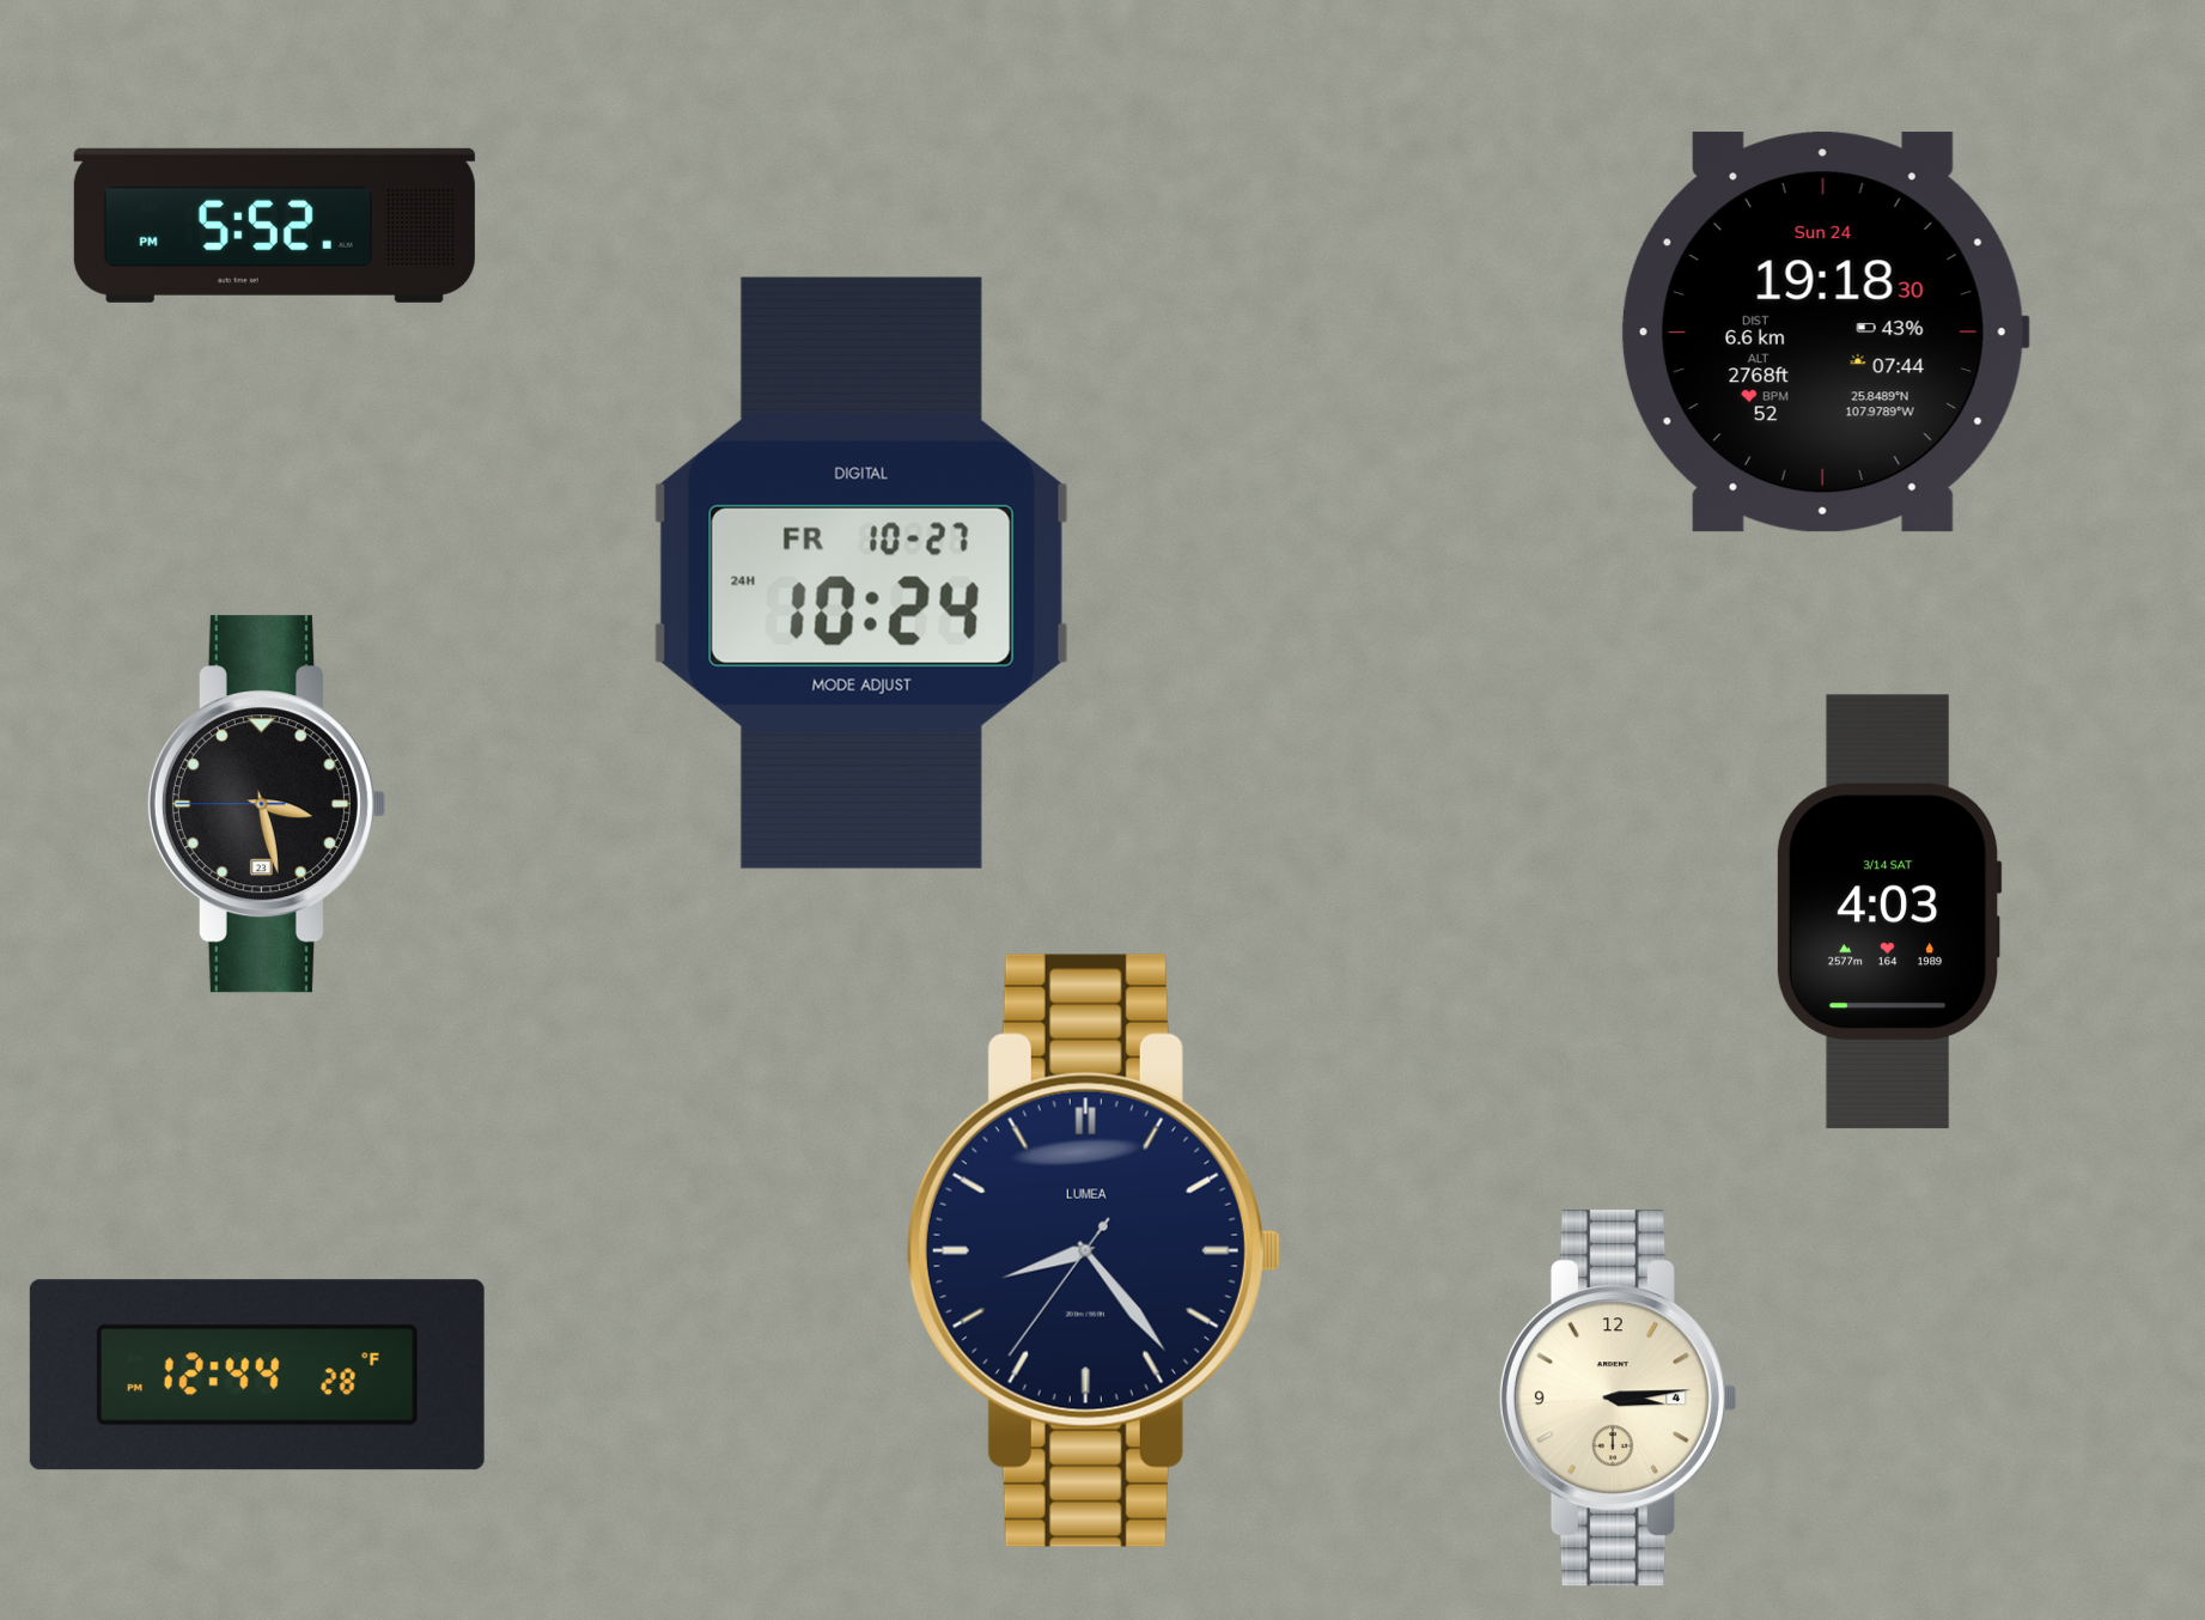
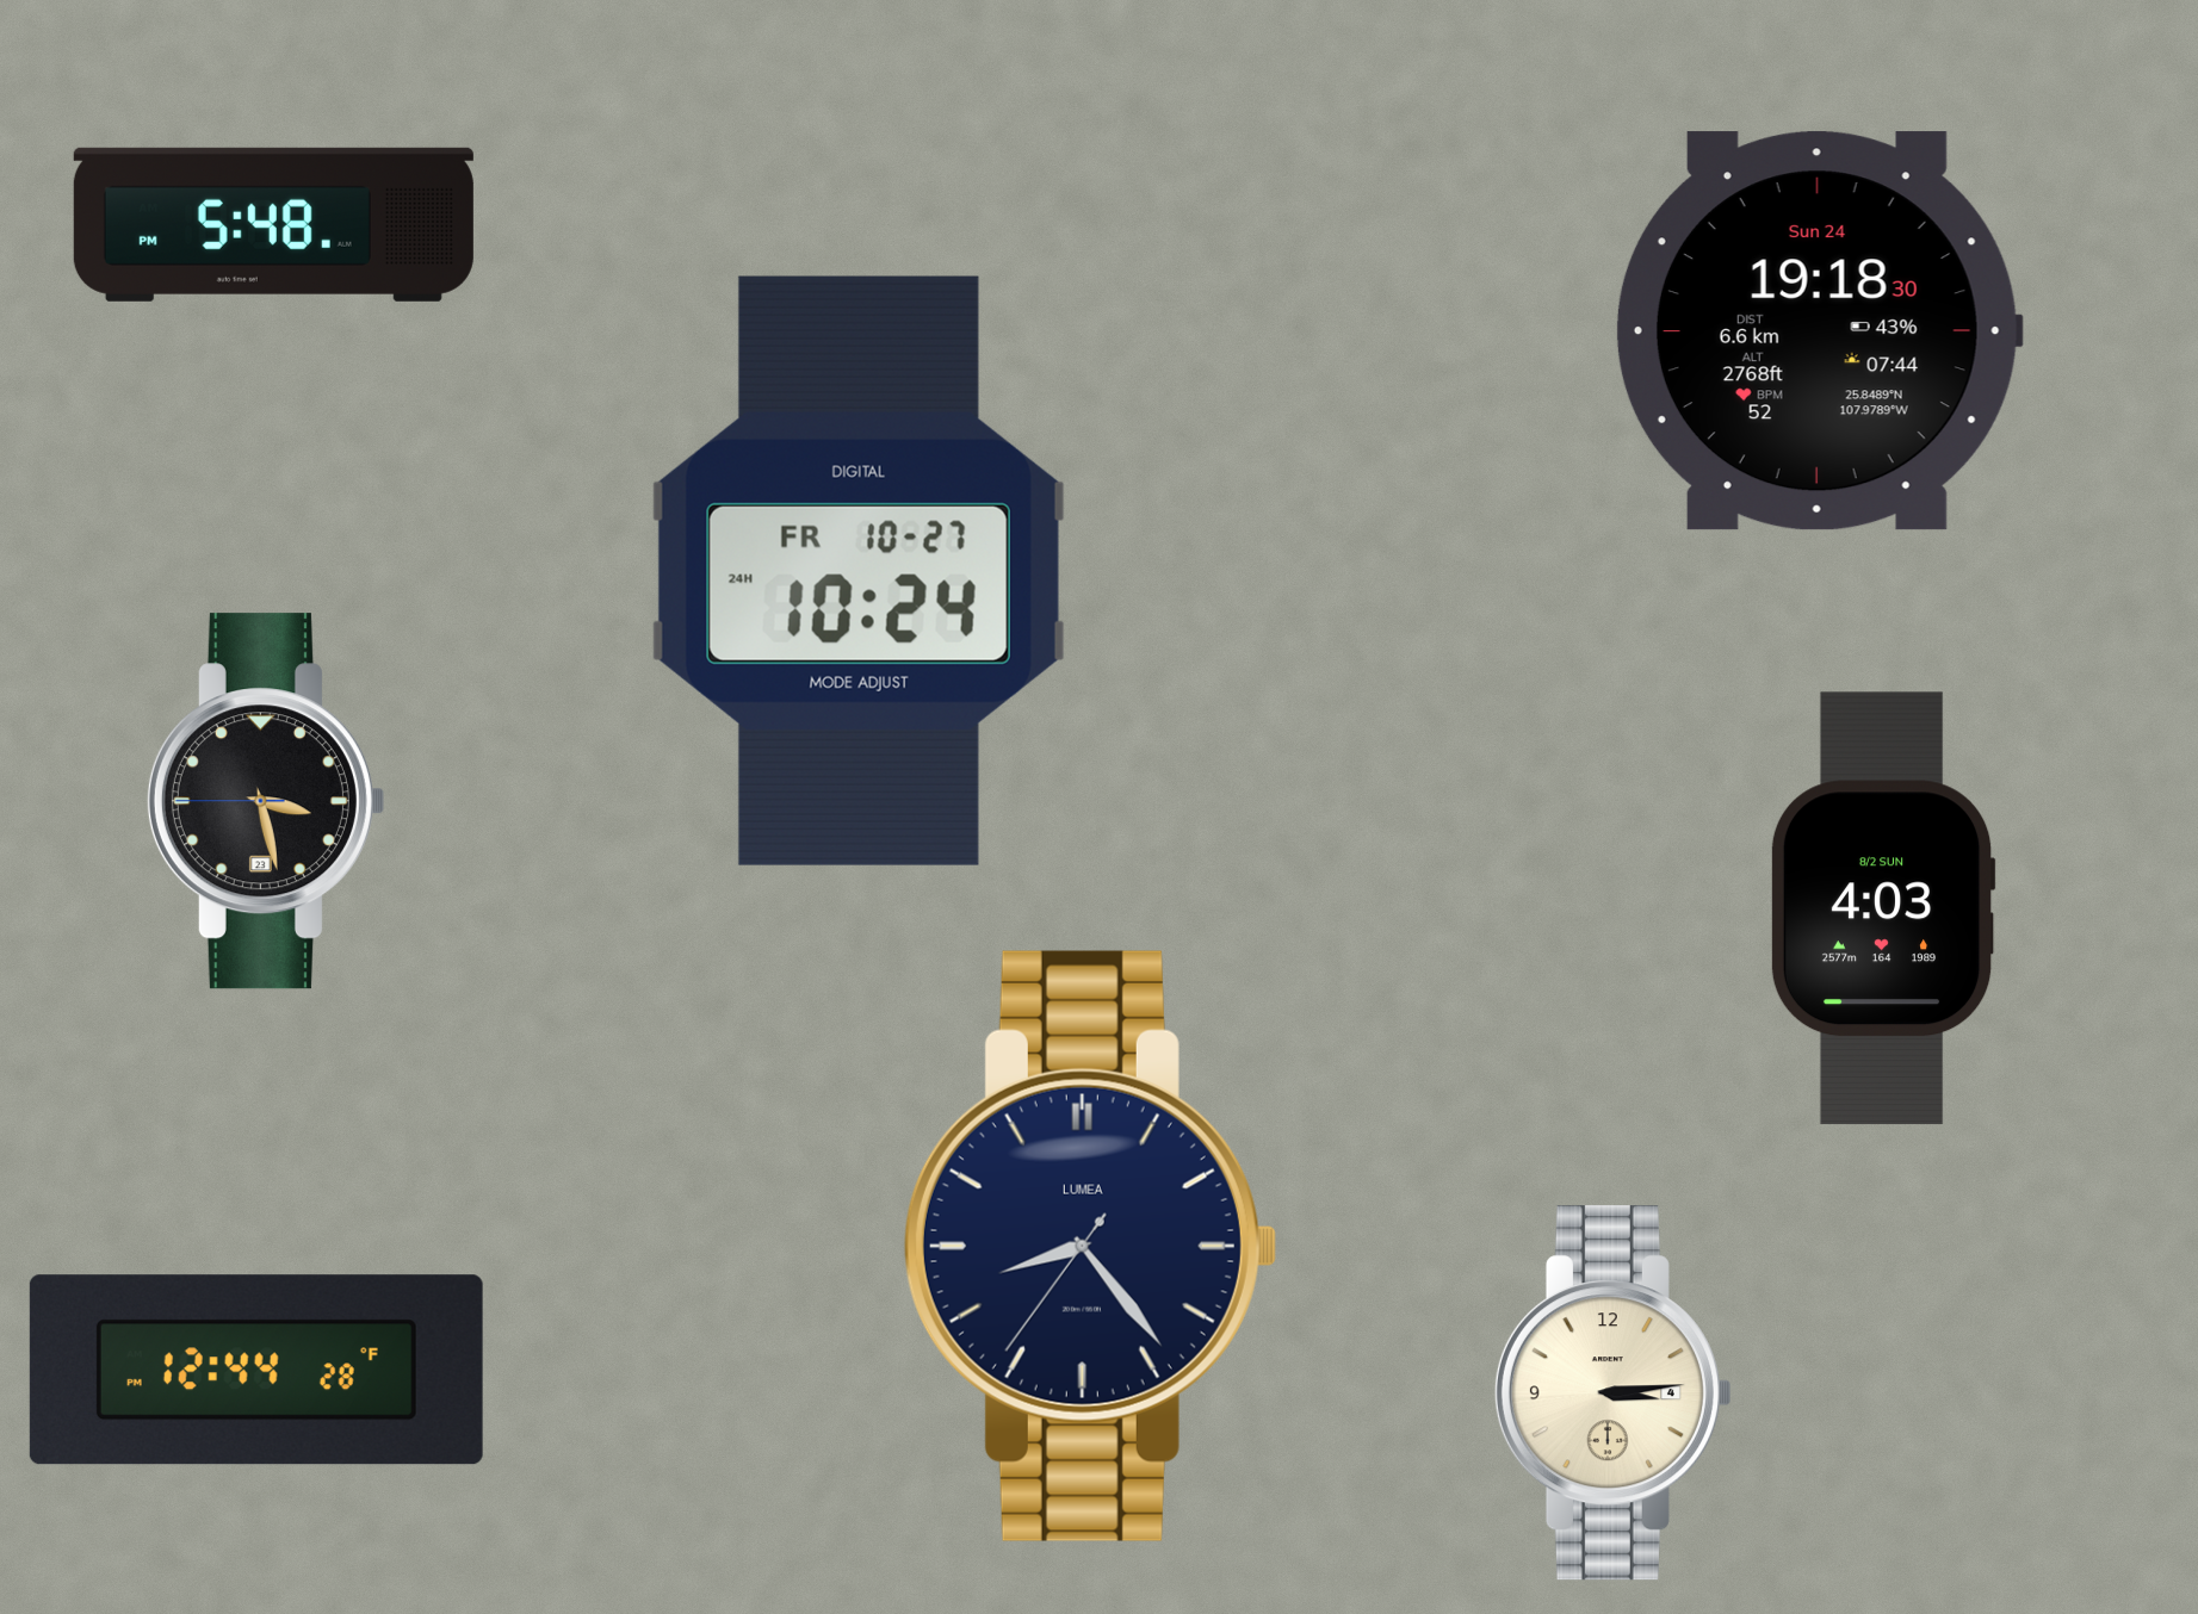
clock at (274, 225): 5:52 -> 5:48
clock at (1889, 912) date: 3/14 SAT -> 8/2 SUN
